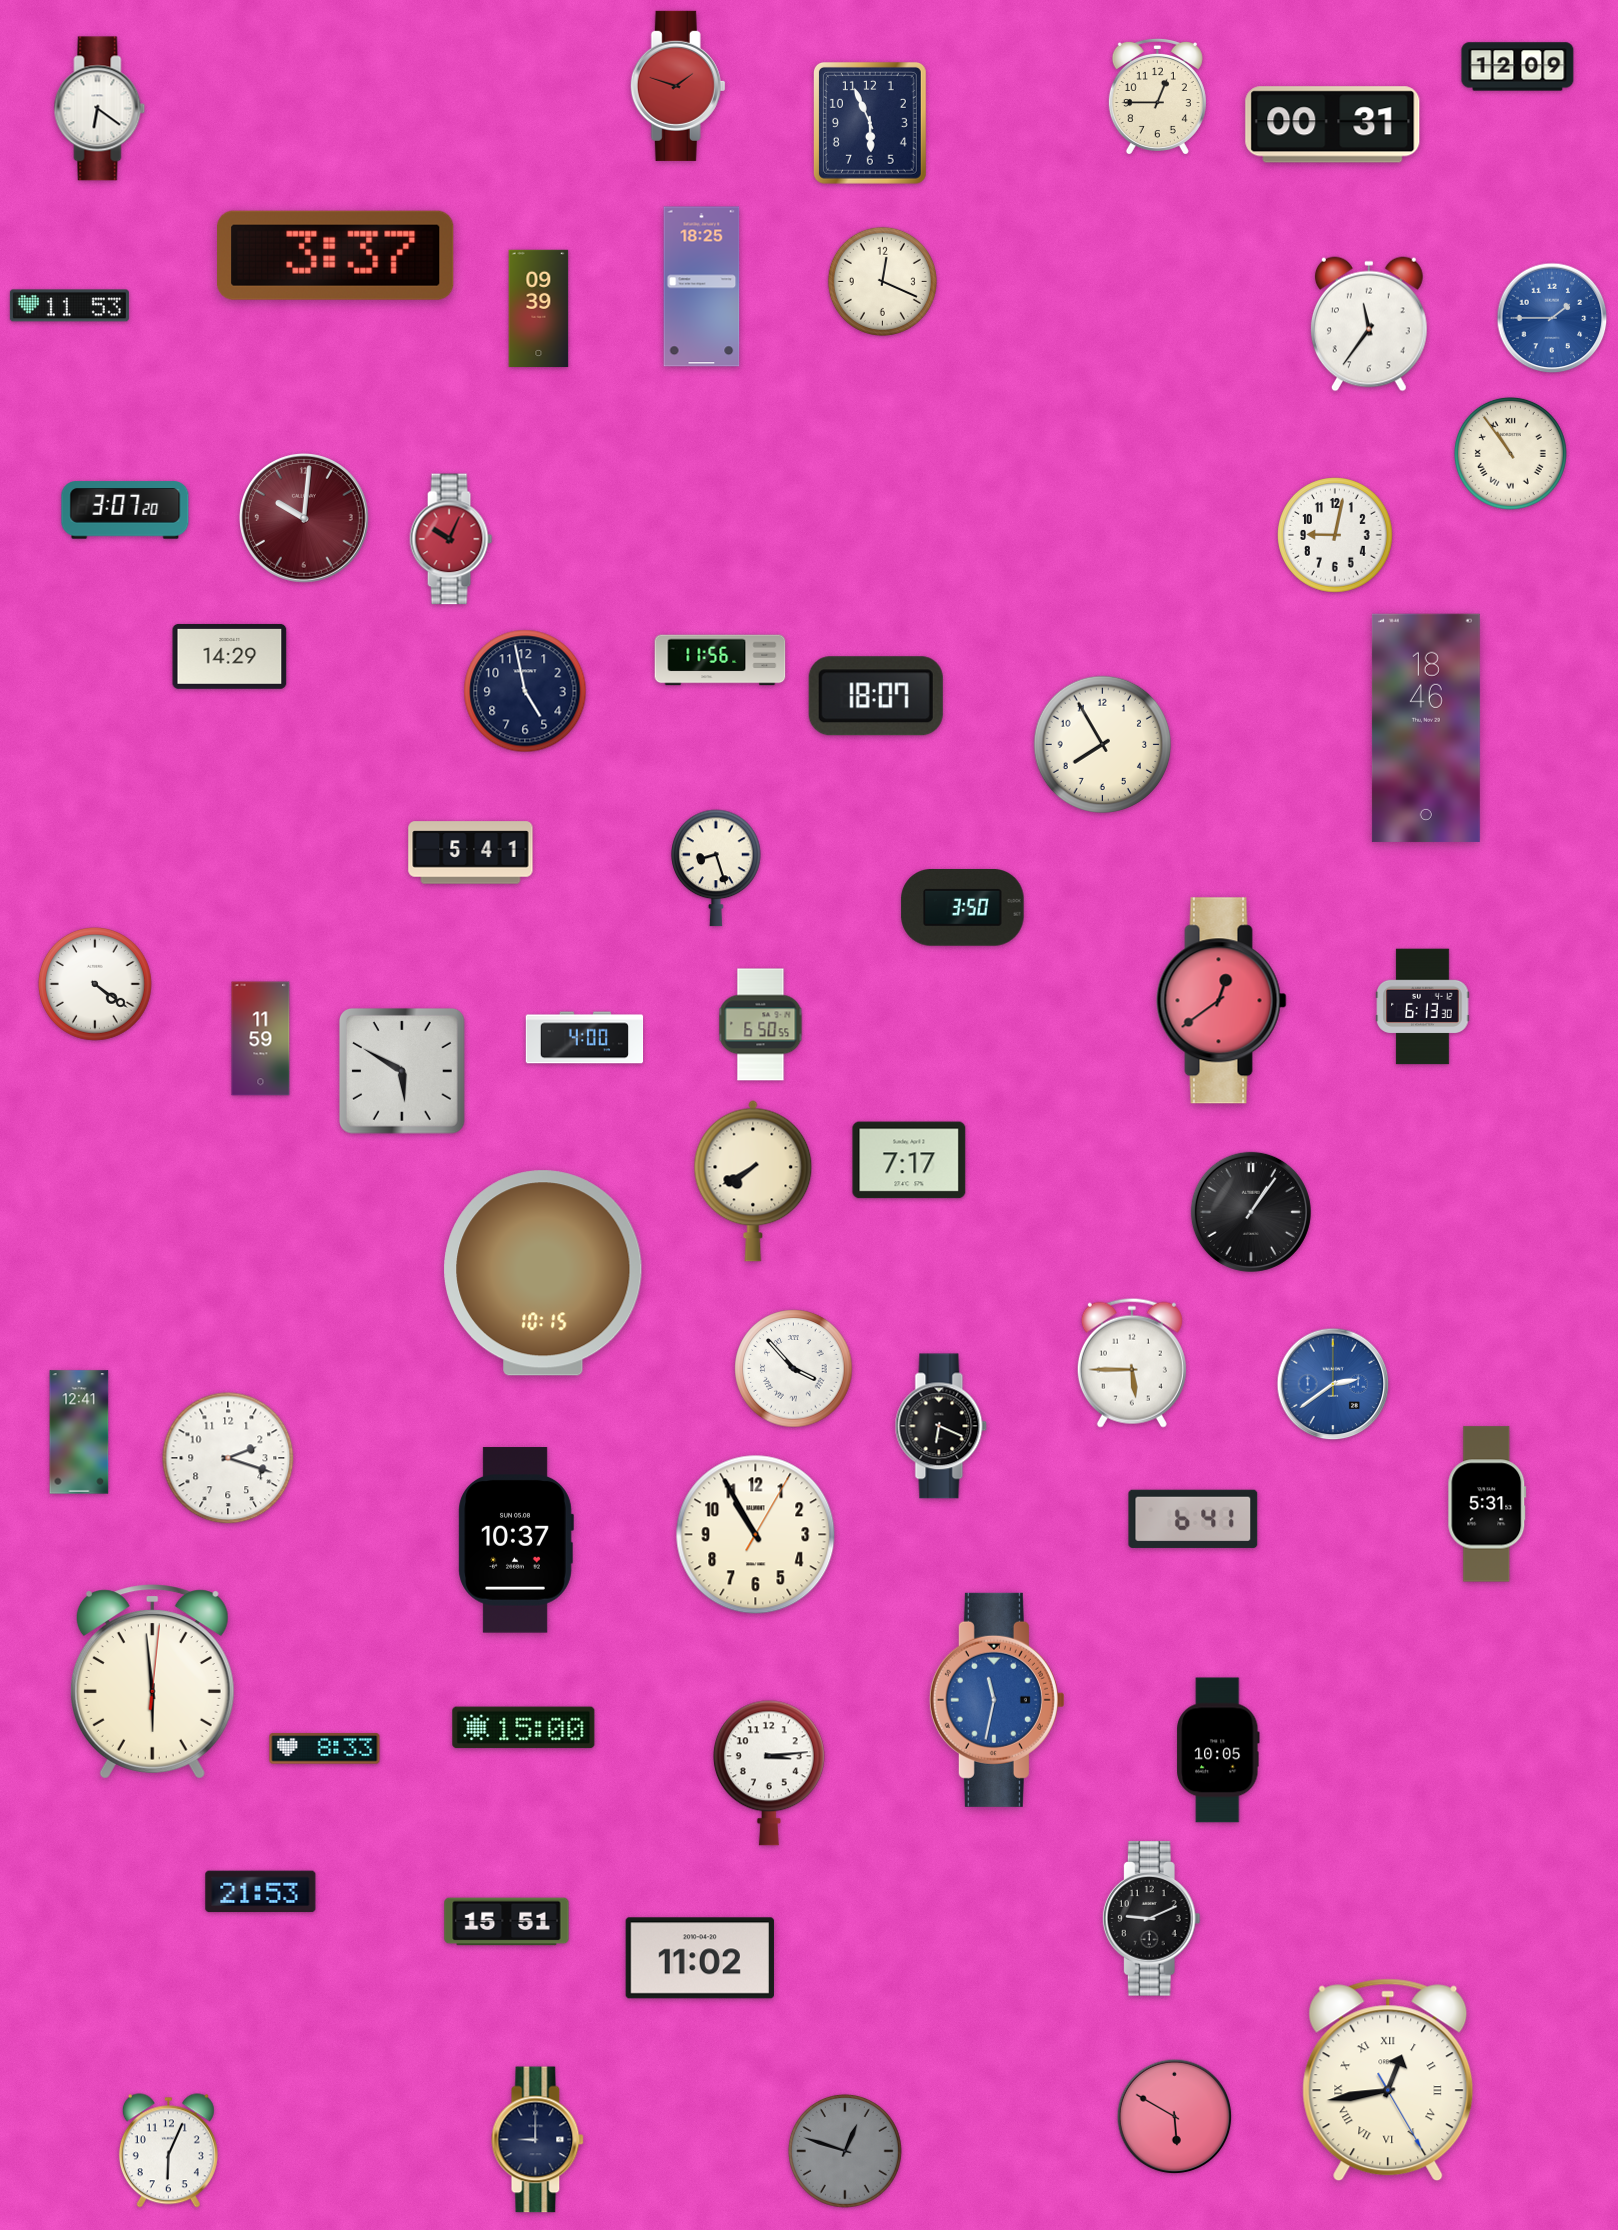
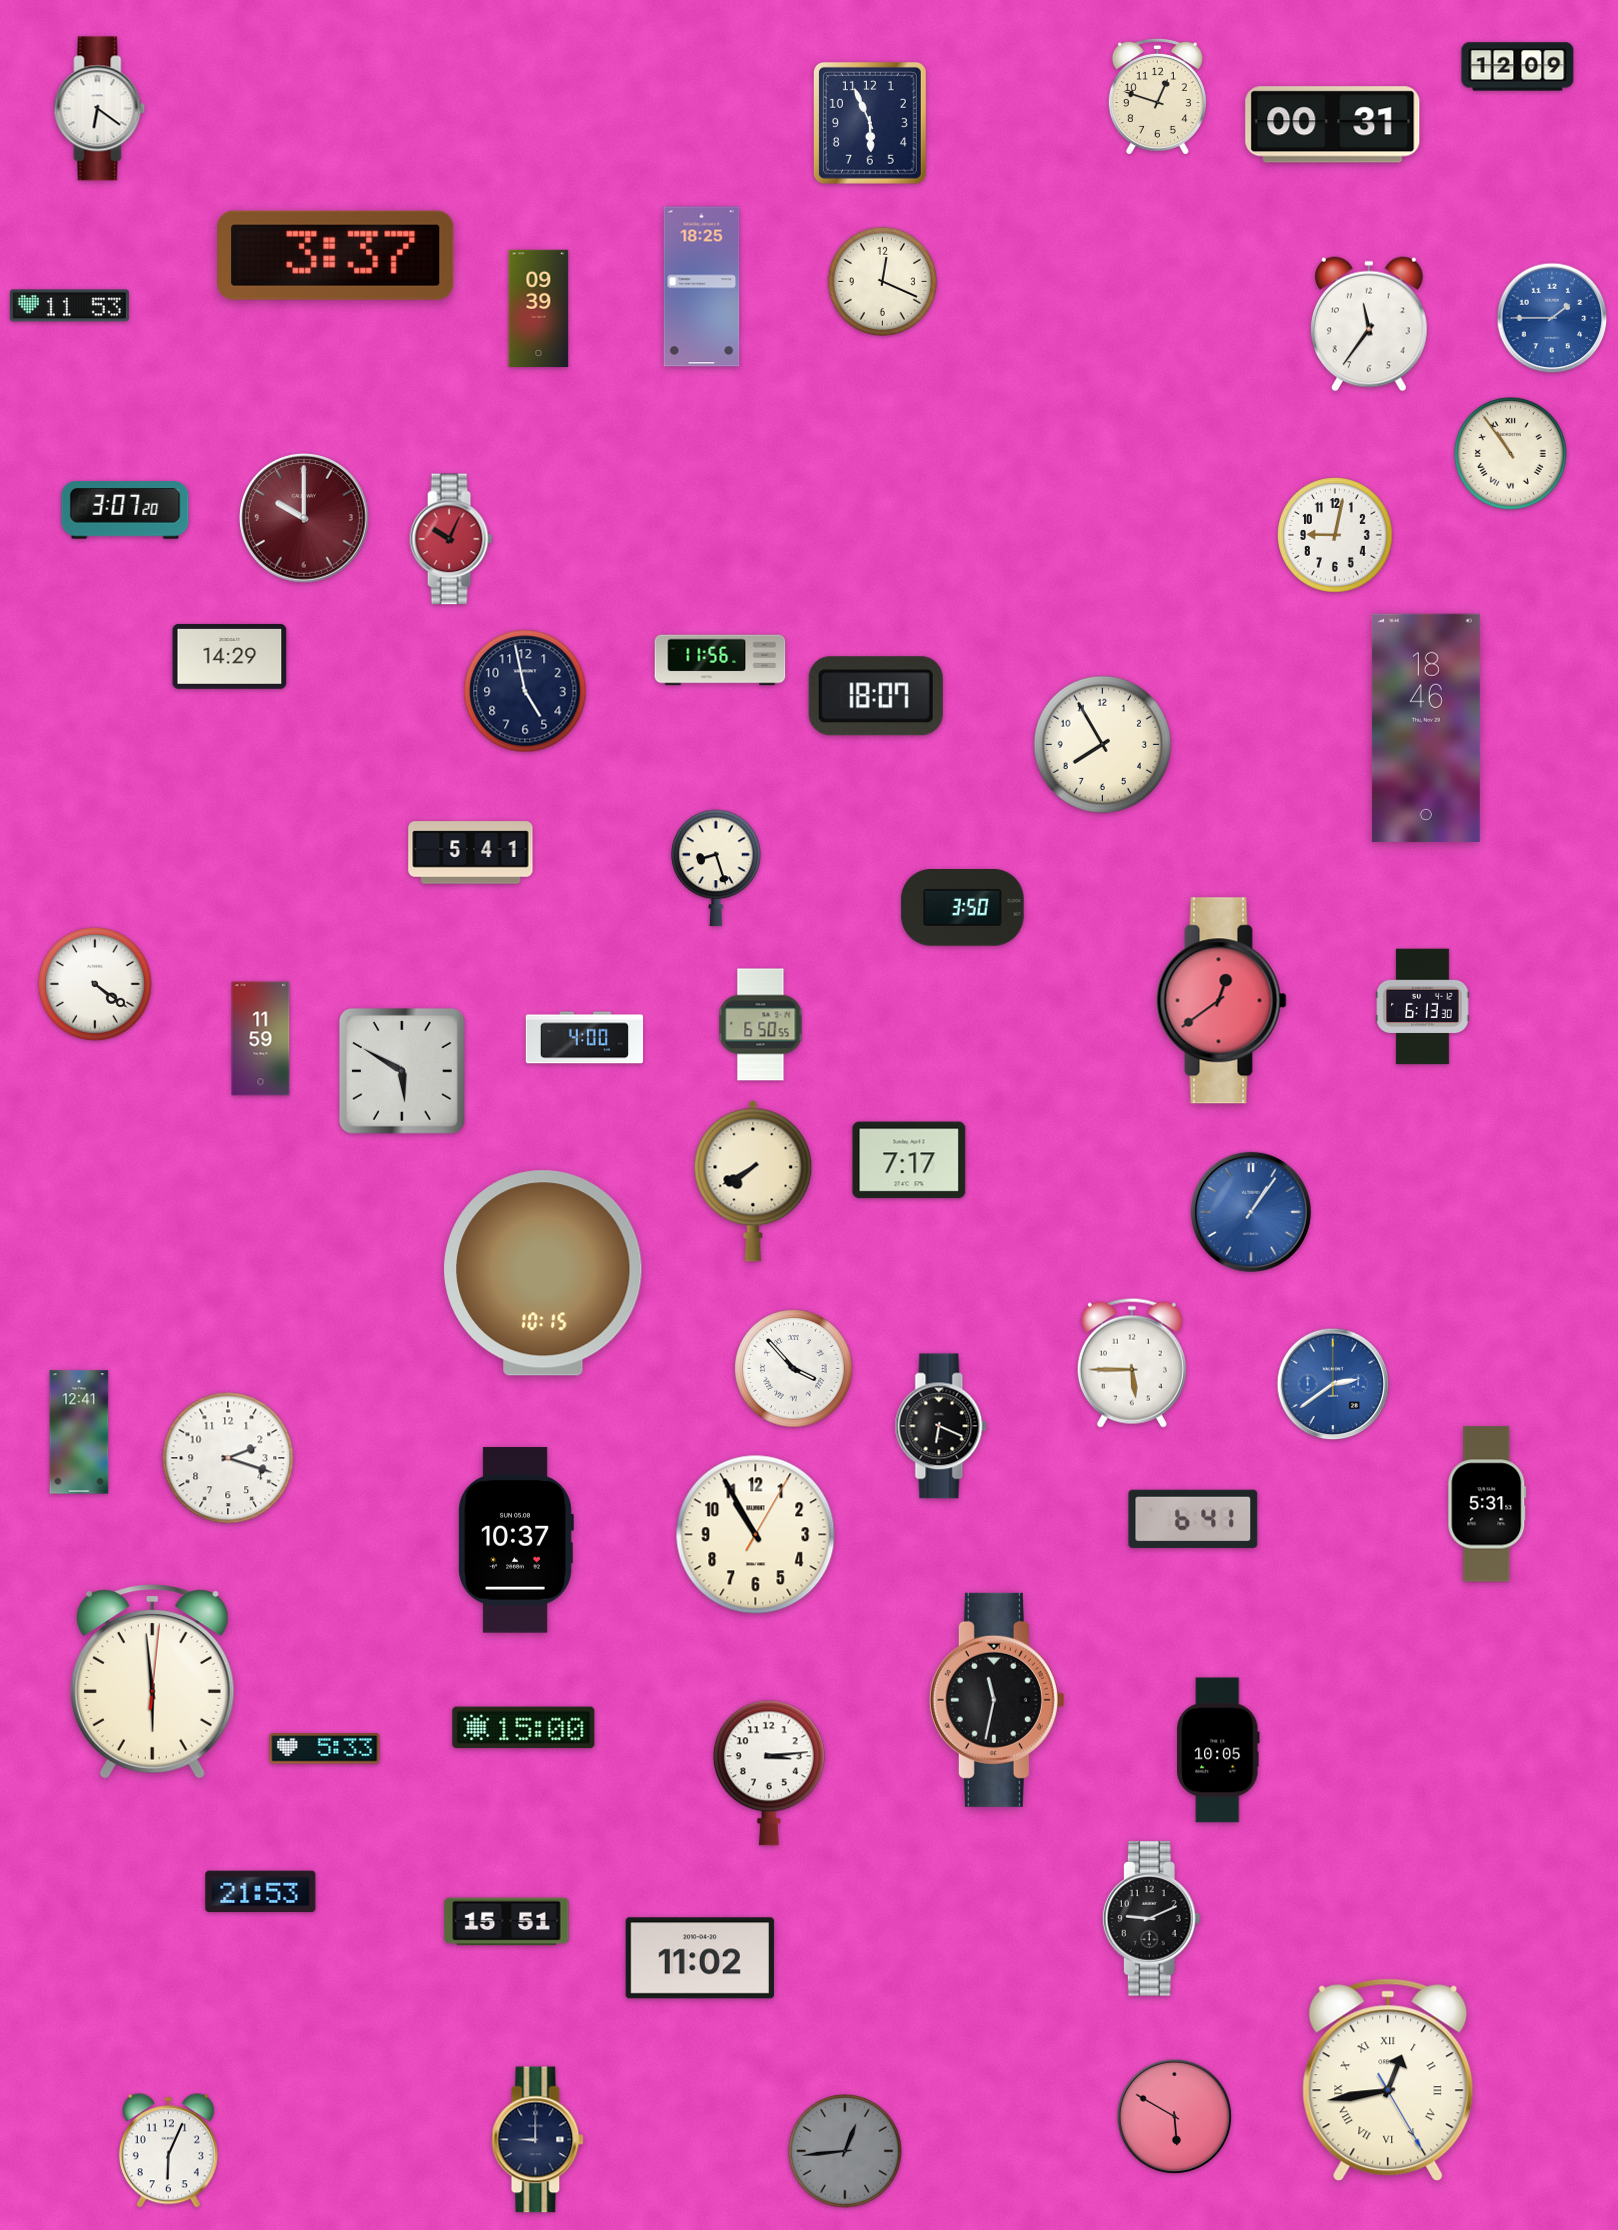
clock at (678, 86): 1:48 -> none
clock at (1157, 96): 12:45 -> 12:48
clock at (305, 519): 10:01 -> 10:00
clock at (1251, 1212) dial: black -> blue
clock at (997, 1700) dial: blue -> black
clock at (325, 1749): 8:33 -> 5:33
clock at (845, 2151): 12:48 -> 12:44
